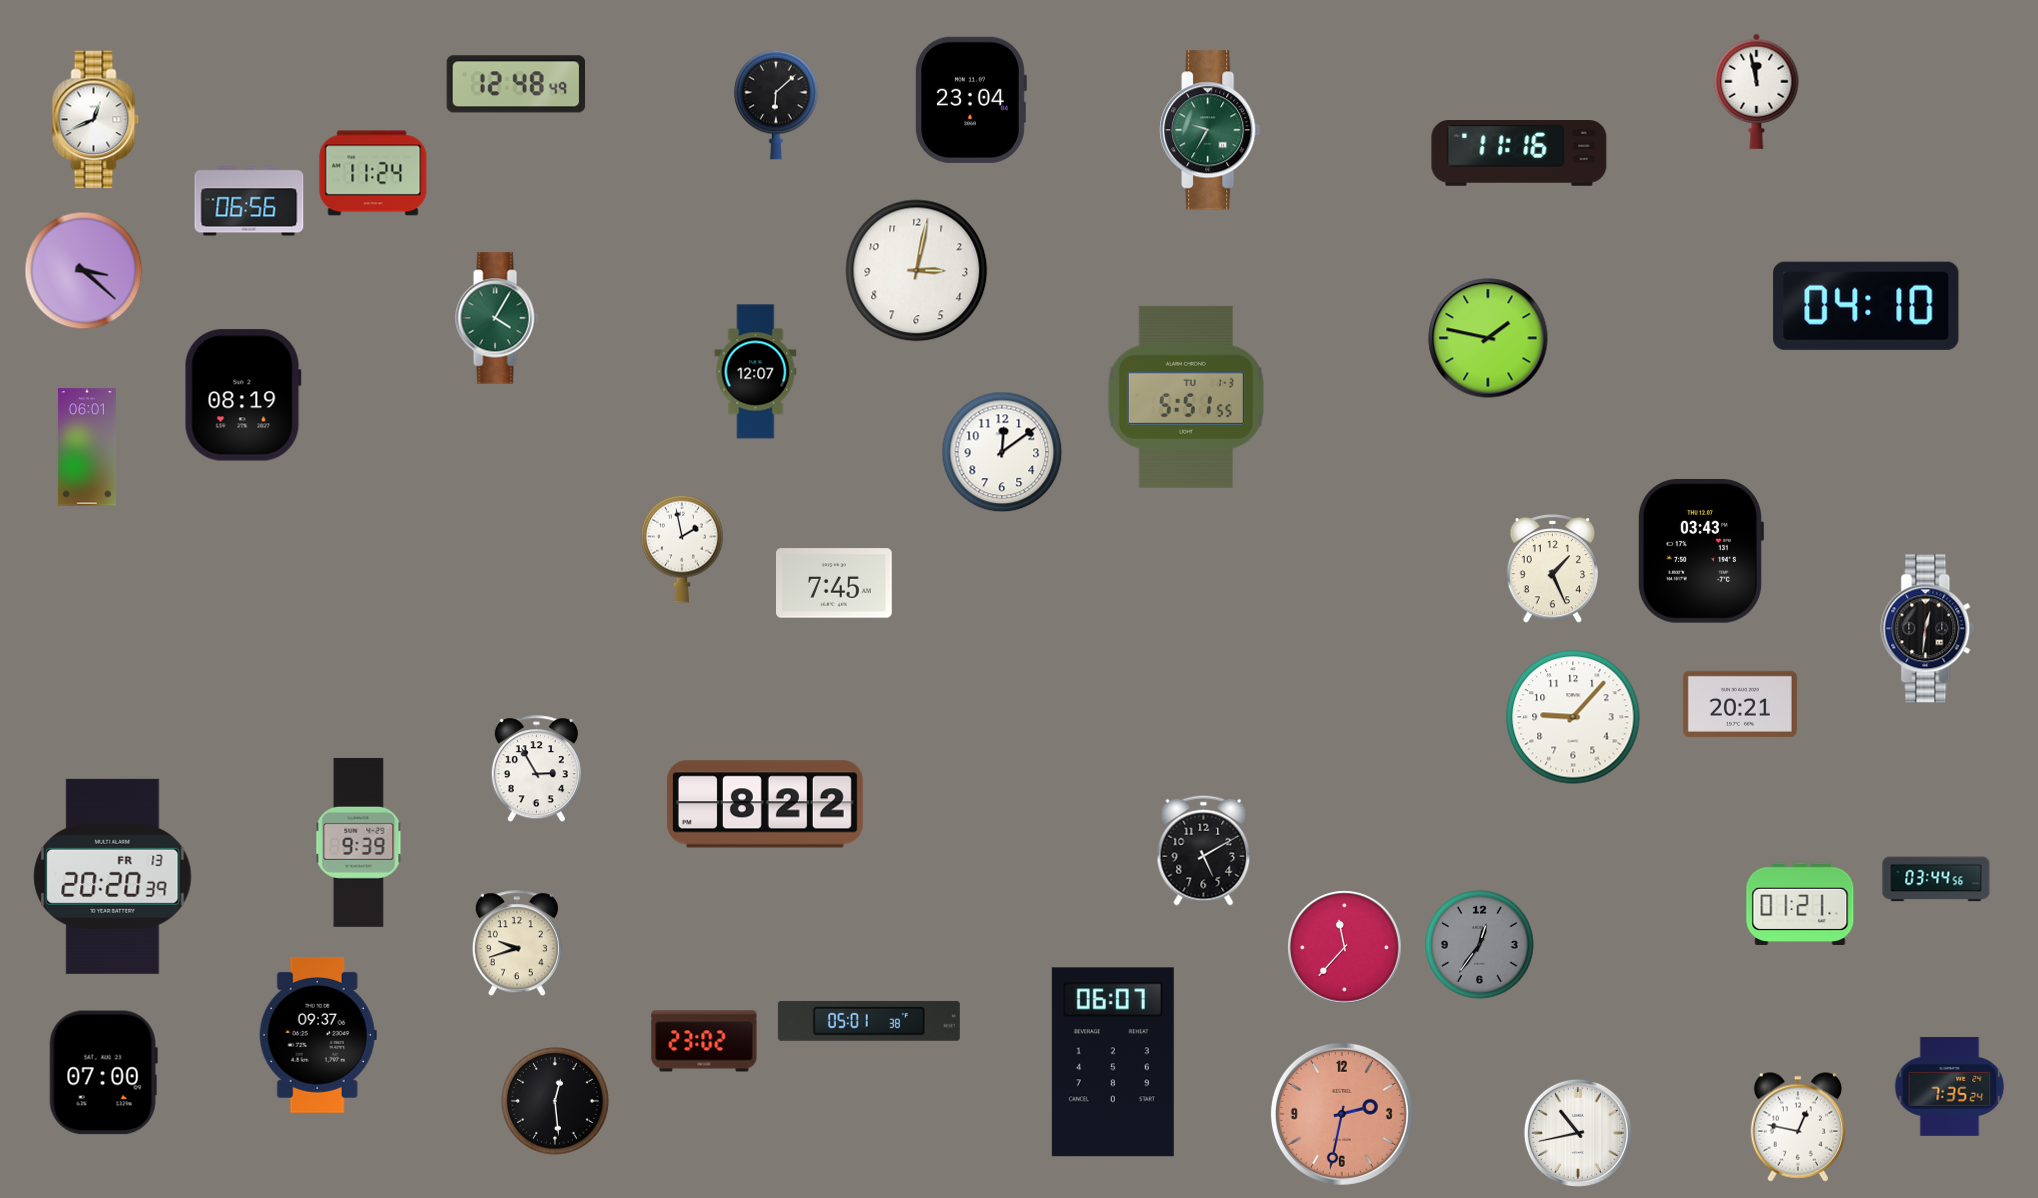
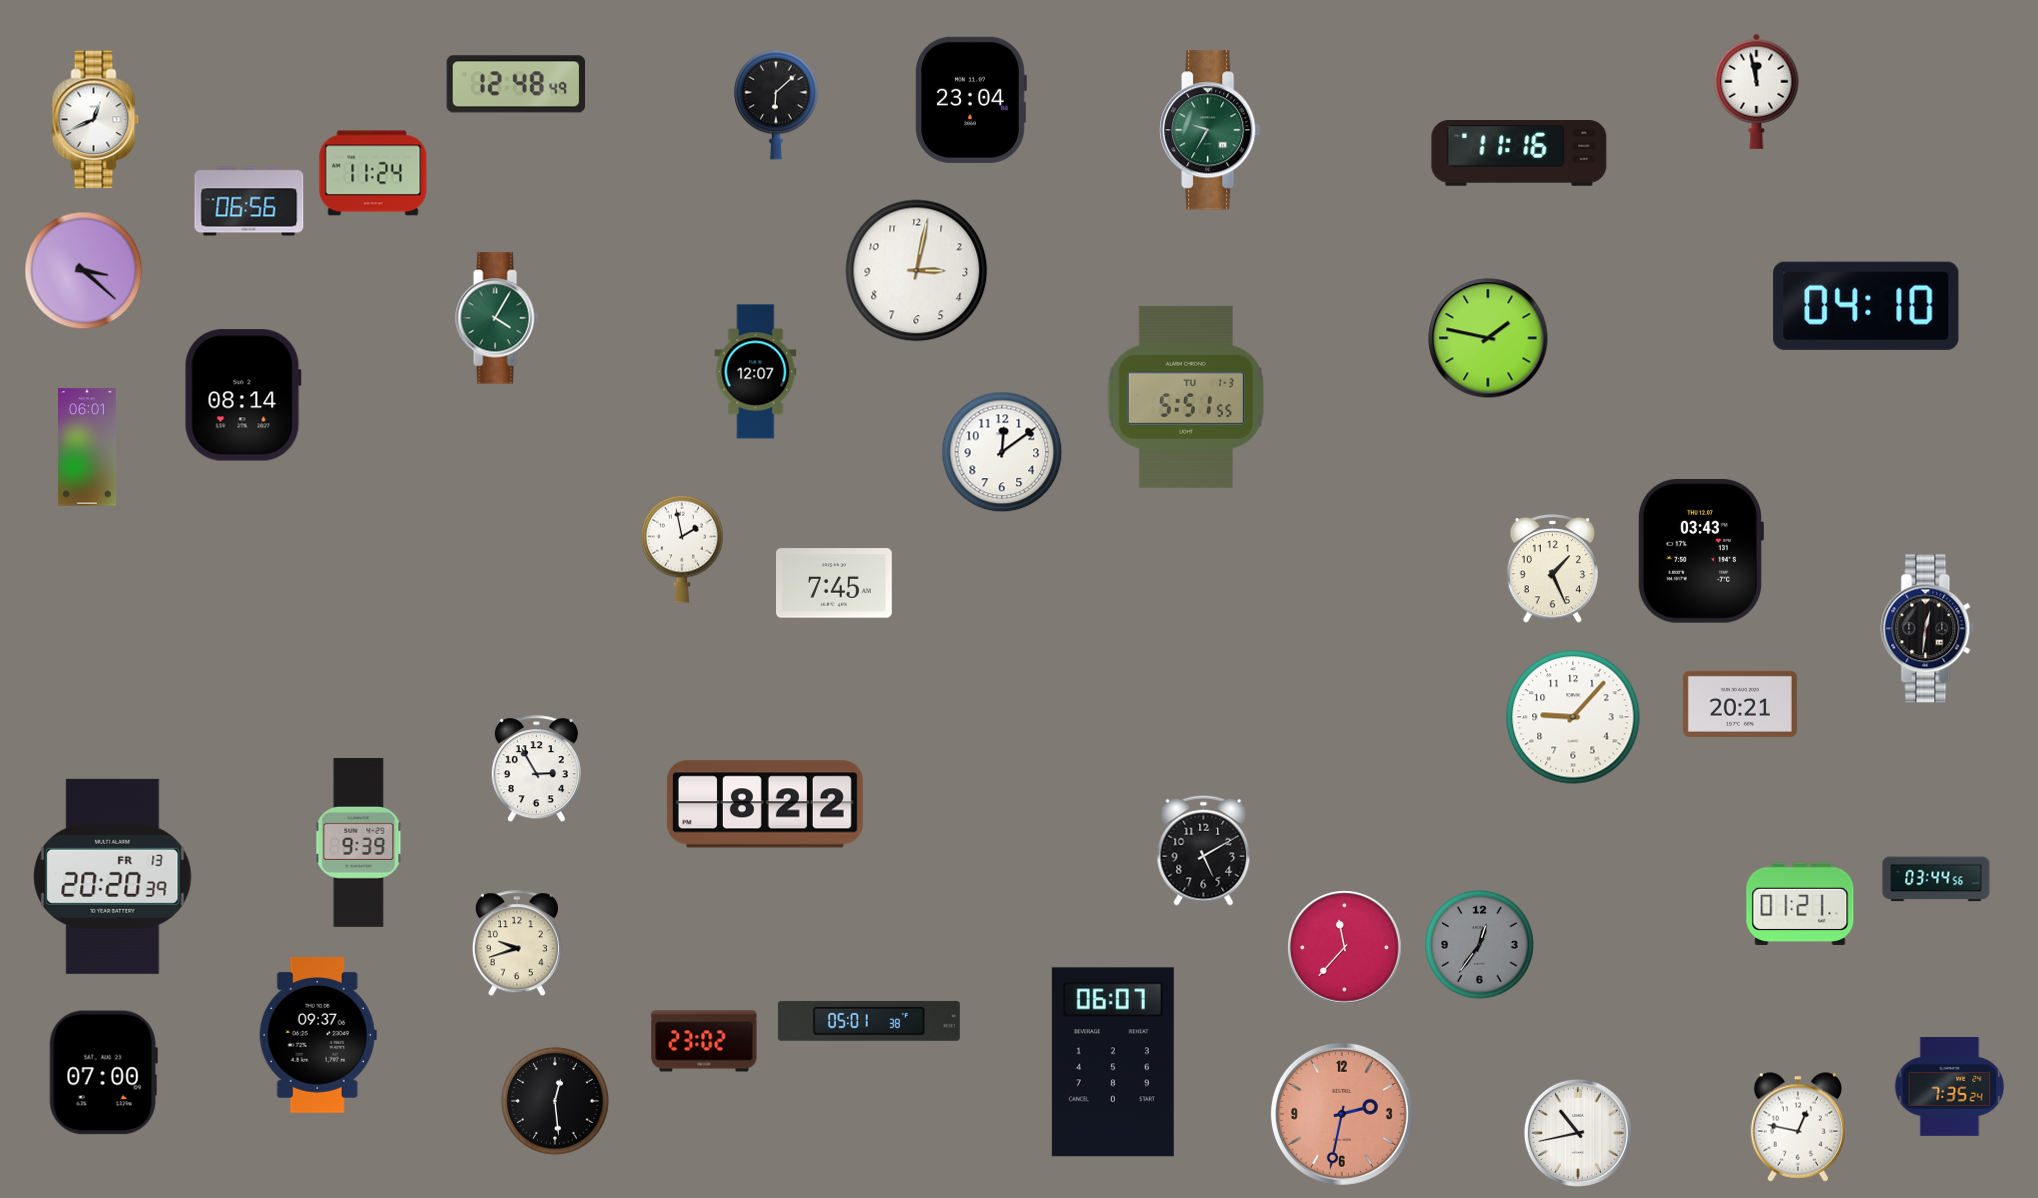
clock at (243, 395): 08:19 -> 08:14
